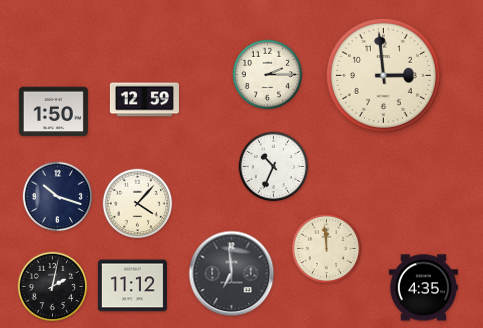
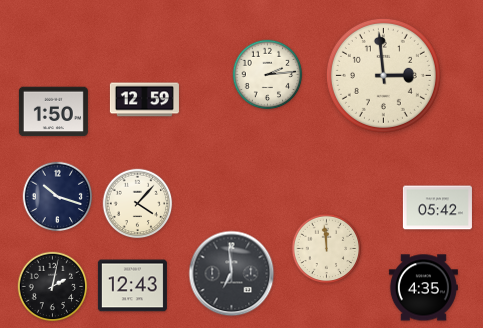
clock at (268, 75): 2:15 -> 2:14
clock at (274, 167): 10:34 -> none
clock at (437, 208): none -> 05:42
clock at (132, 286): 11:12 -> 12:43
